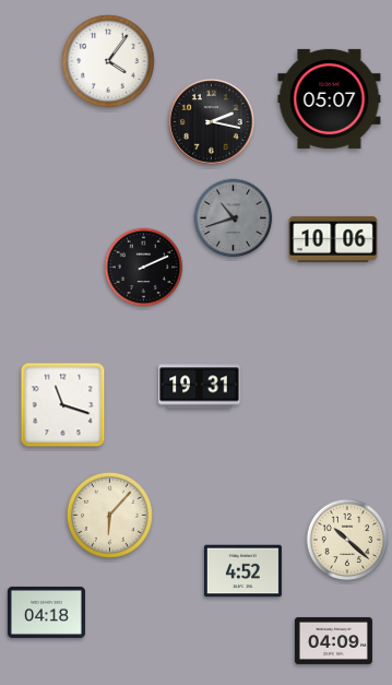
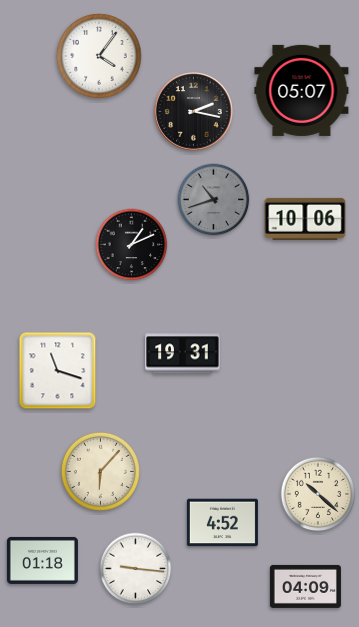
clock at (144, 268): 2:11 -> 1:11
clock at (46, 612): 04:18 -> 01:18
clock at (136, 569): none -> 9:16
